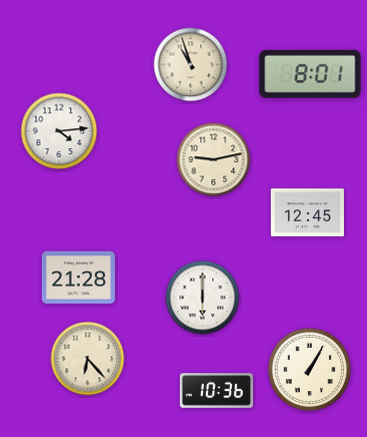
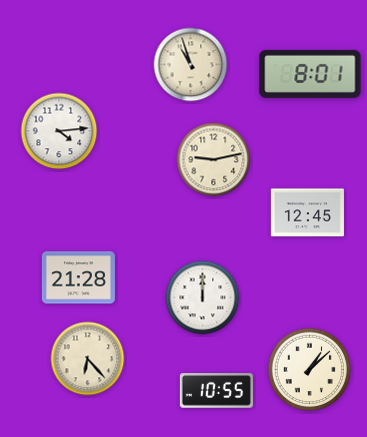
clock at (203, 298): 6:00 -> 12:00
clock at (310, 370): 1:05 -> 1:08
clock at (216, 391): 10:36 -> 10:55
